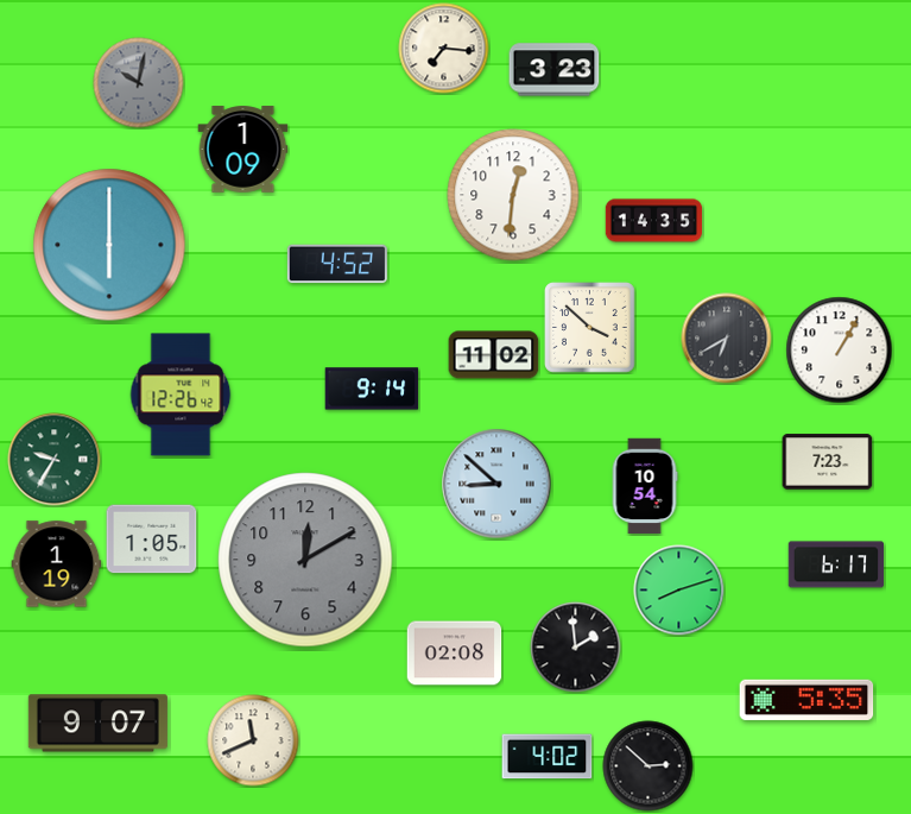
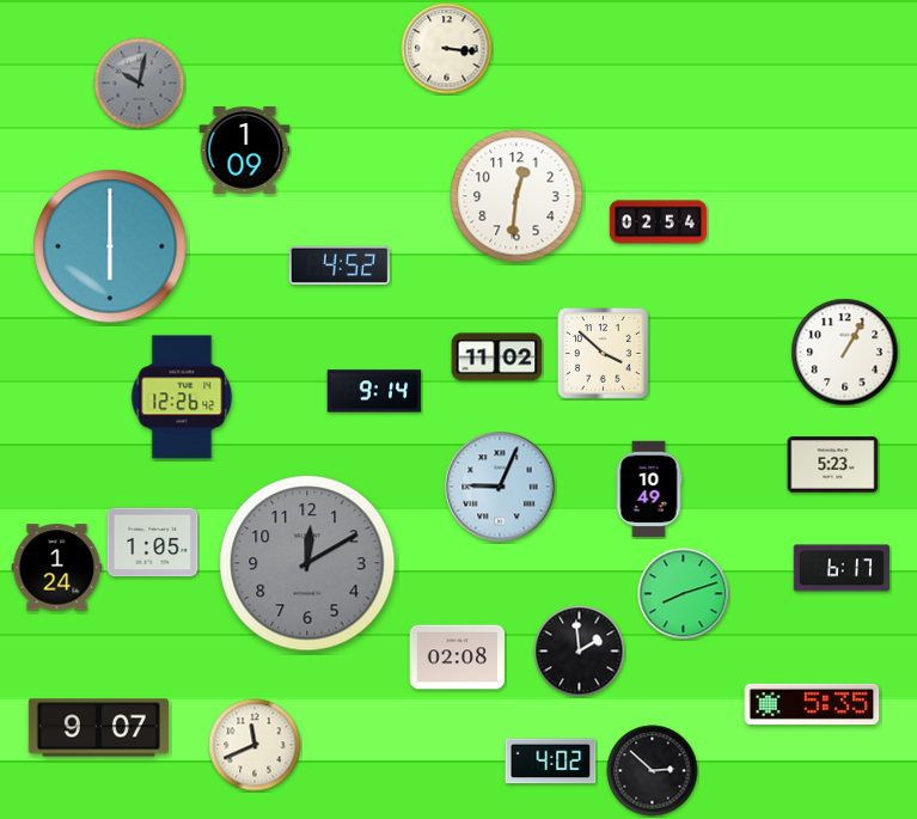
clock at (444, 49): 7:16 -> 3:16
clock at (555, 70): 3:23 -> none
clock at (654, 221): 14:35 -> 02:54
clock at (590, 328) position: (590, 328) -> (604, 354)
clock at (727, 339): 6:40 -> none
clock at (55, 460): 9:35 -> none
clock at (828, 462): 7:23 -> 5:23
clock at (496, 484): 8:52 -> 9:04
clock at (645, 486): 10:54 -> 10:49
clock at (57, 564): 1:19 -> 1:24
